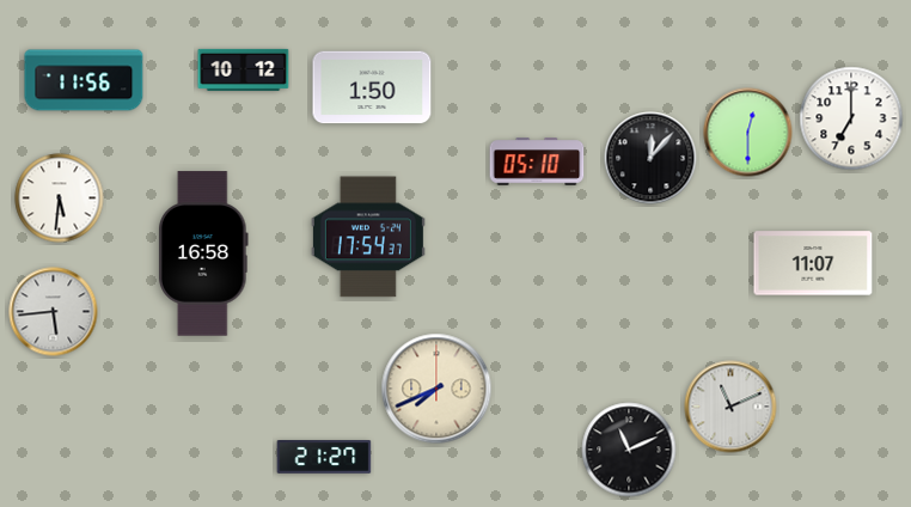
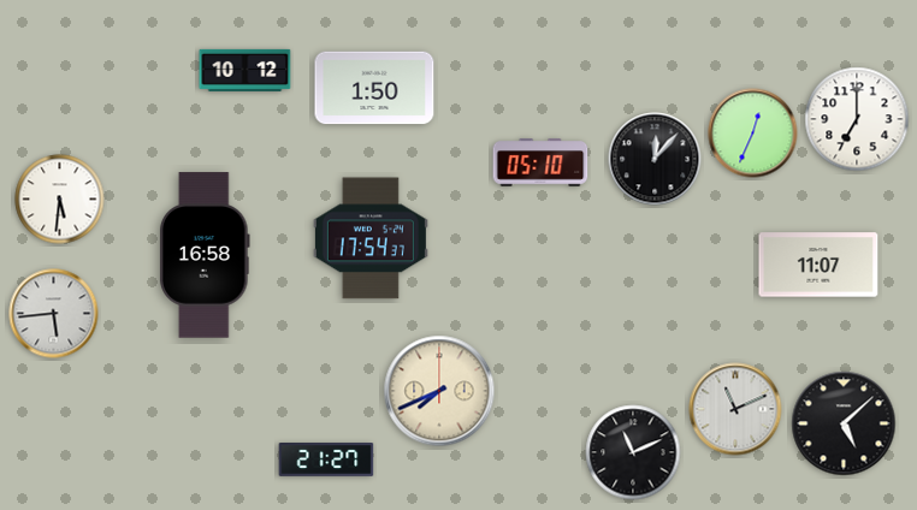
clock at (84, 80): 11:56 -> none
clock at (748, 133): 12:30 -> 12:34
clock at (844, 423): none -> 5:08
